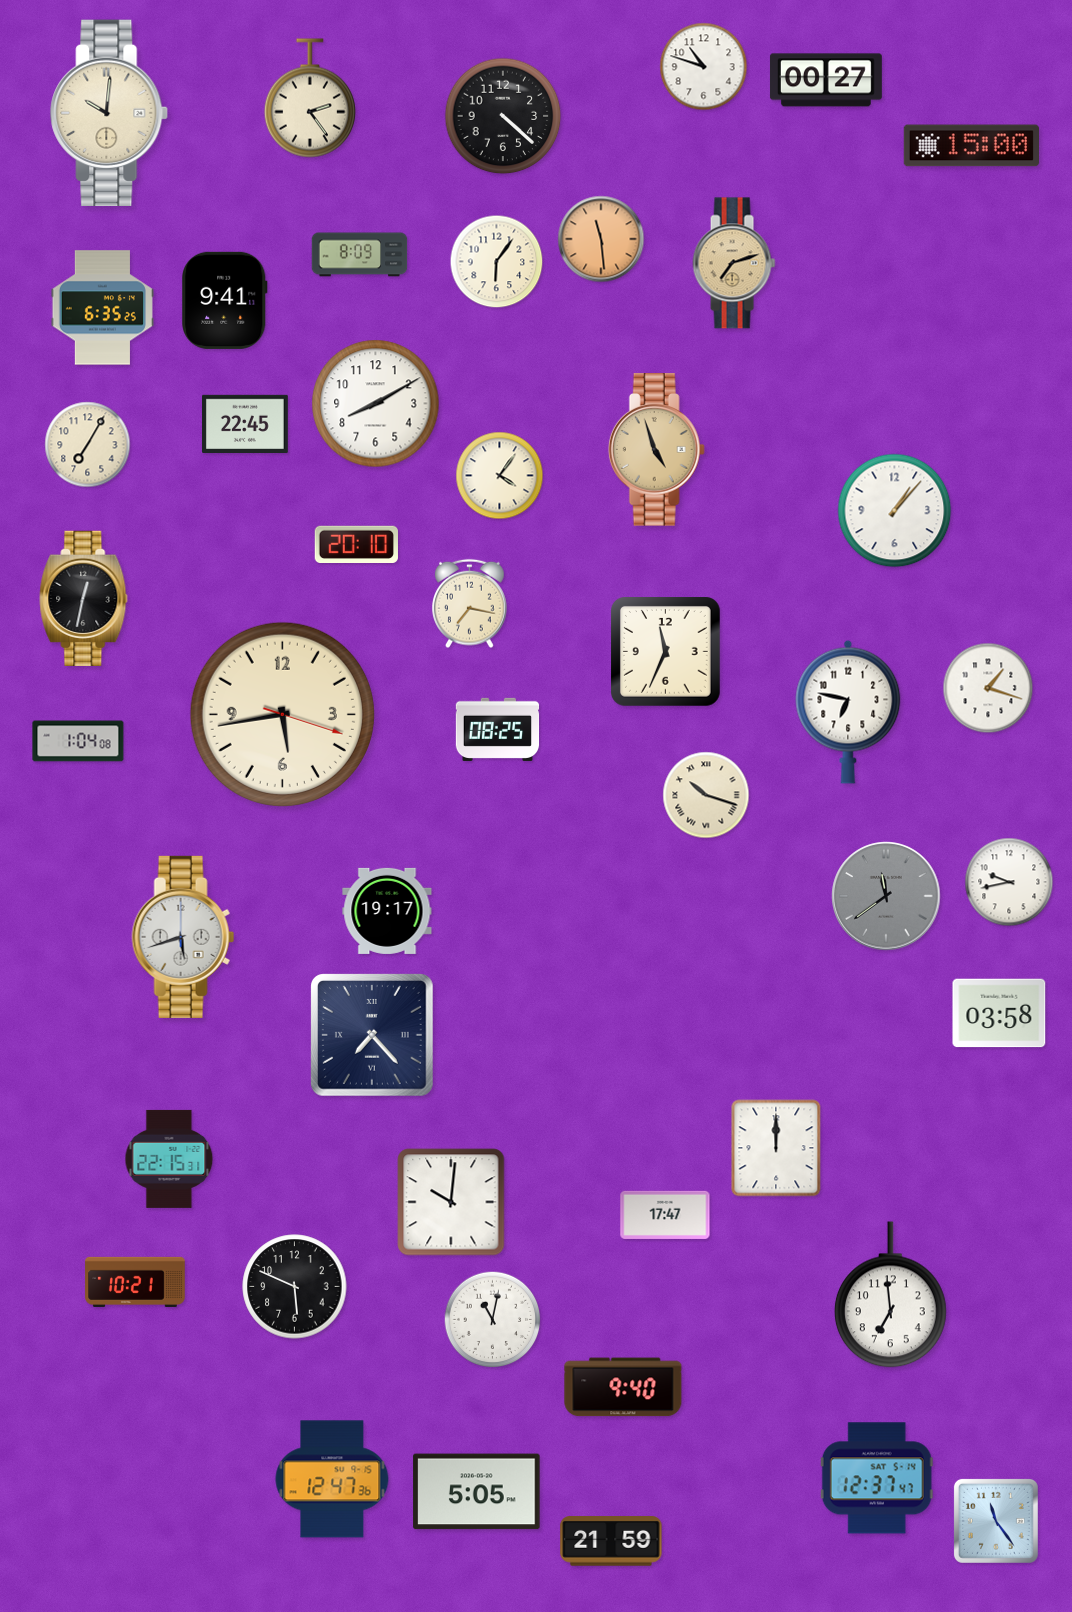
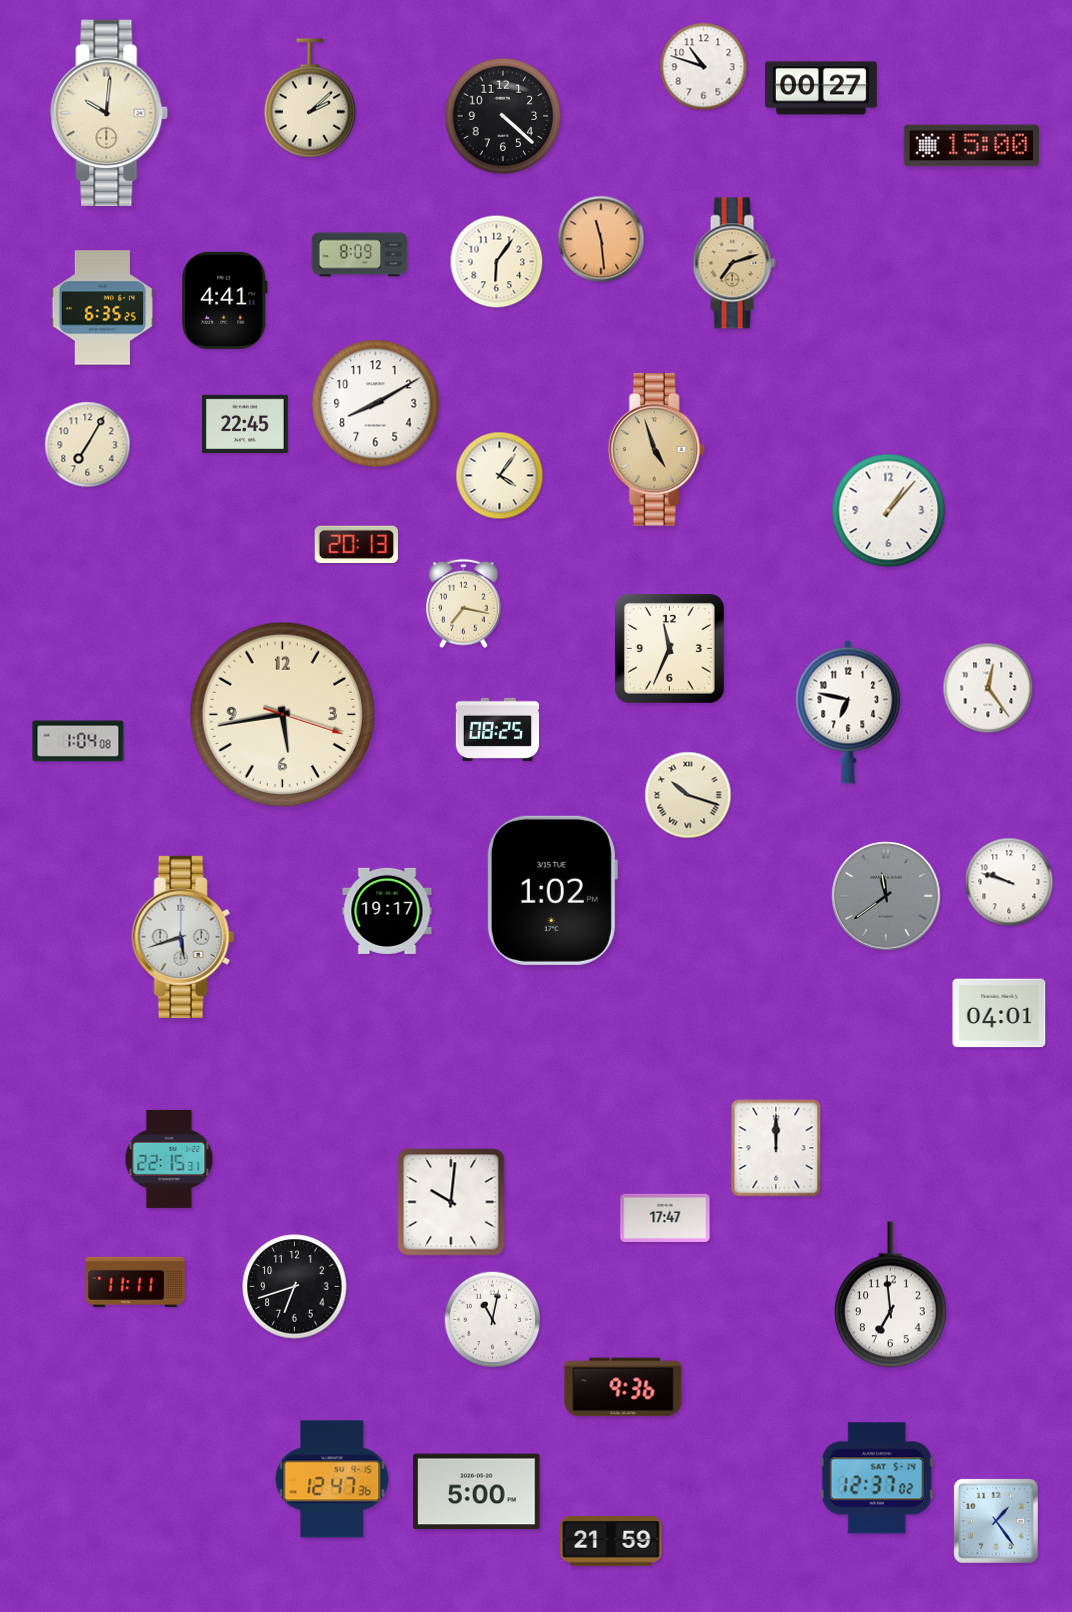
clock at (826, 80) position: (826, 80) -> (821, 88)
clock at (310, 98): 2:24 -> 2:08
clock at (225, 300): 9:41 -> 4:41
clock at (895, 511) position: (895, 511) -> (889, 511)
clock at (356, 544): 20:10 -> 20:13
clock at (84, 598): 12:32 -> none
clock at (470, 604) position: (470, 604) -> (464, 604)
clock at (666, 652) position: (666, 652) -> (670, 649)
clock at (988, 688): 1:18 -> 12:24
clock at (706, 795) position: (706, 795) -> (688, 795)
clock at (1009, 882): 9:43 -> 9:48
clock at (552, 890): none -> 1:02
clock at (999, 1013): 03:58 -> 04:01
clock at (373, 1036): 7:23 -> none
clock at (665, 1215) position: (665, 1215) -> (665, 1218)
clock at (135, 1282): 10:21 -> 11:11
clock at (295, 1287): 5:49 -> 6:42
clock at (623, 1387): 9:40 -> 9:36
clock at (877, 1478): 12:37:47 -> 12:37:02
clock at (477, 1492): 5:05 -> 5:00
clock at (996, 1521): 11:24 -> 1:24
